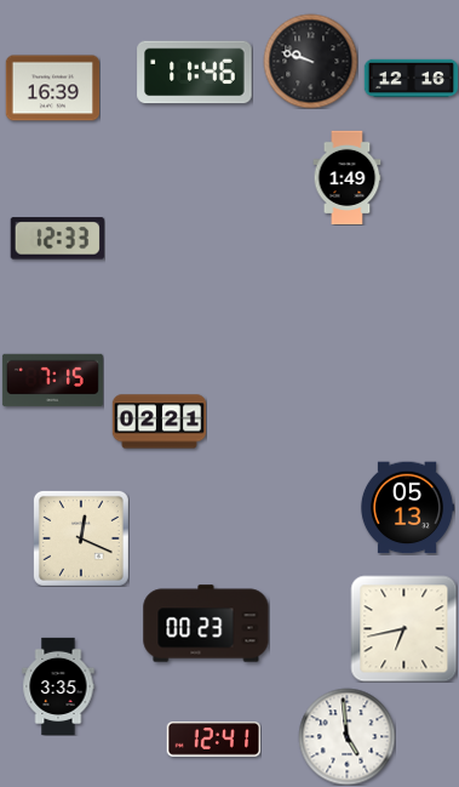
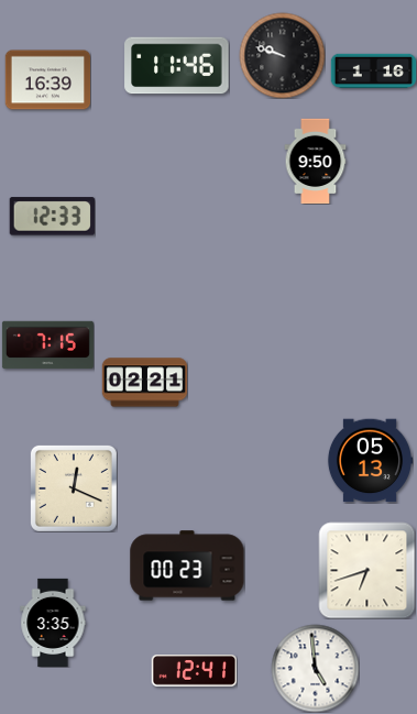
clock at (411, 79): 12:16 -> 1:16
clock at (348, 177): 1:49 -> 9:50
clock at (403, 628): 6:43 -> 6:42
